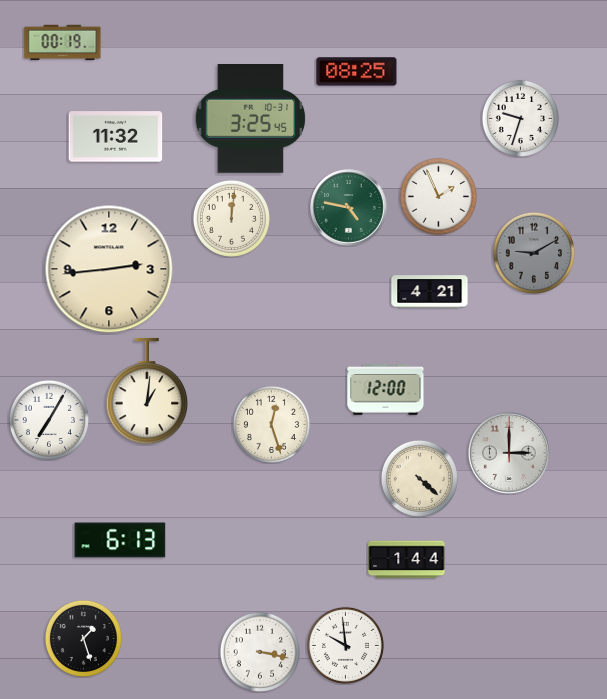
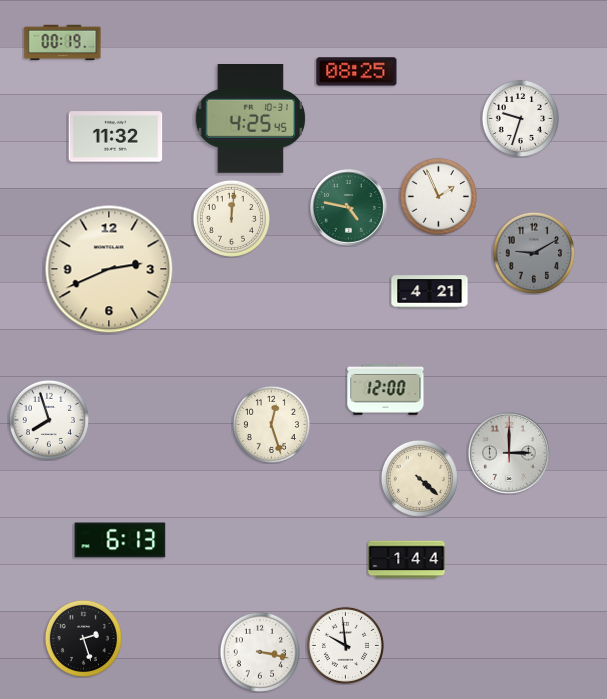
clock at (251, 119): 3:25 -> 4:25
clock at (109, 269): 2:44 -> 2:41
clock at (147, 391): 1:01 -> none
clock at (49, 420): 7:05 -> 7:57
clock at (83, 638): 1:27 -> 2:27
